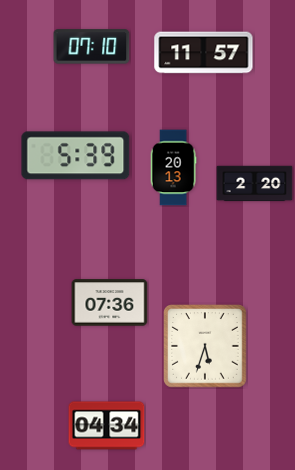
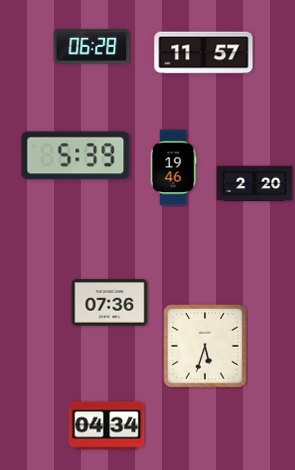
clock at (92, 47): 07:10 -> 06:28
clock at (173, 168): 20:13 -> 19:46
